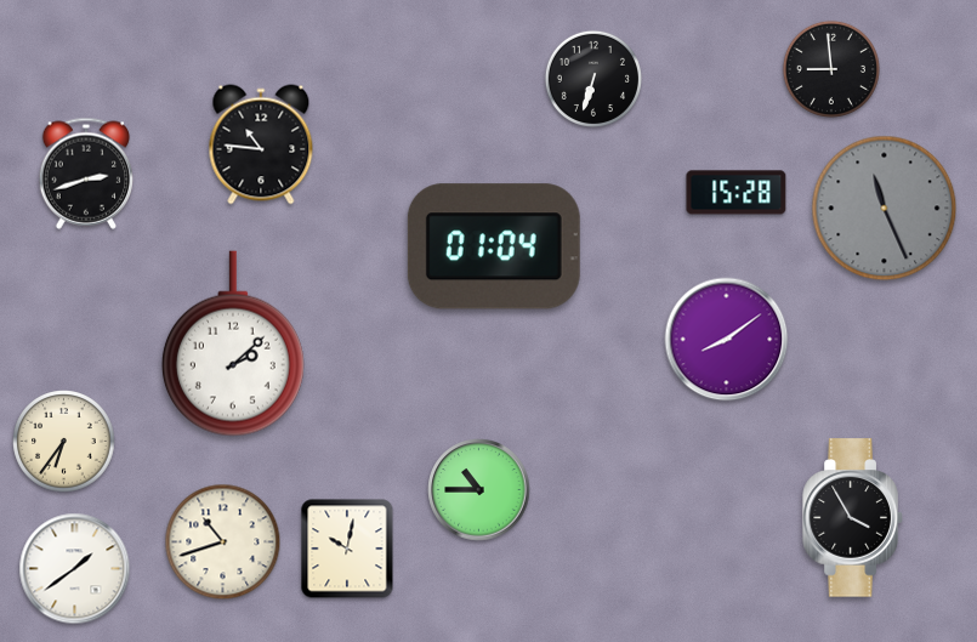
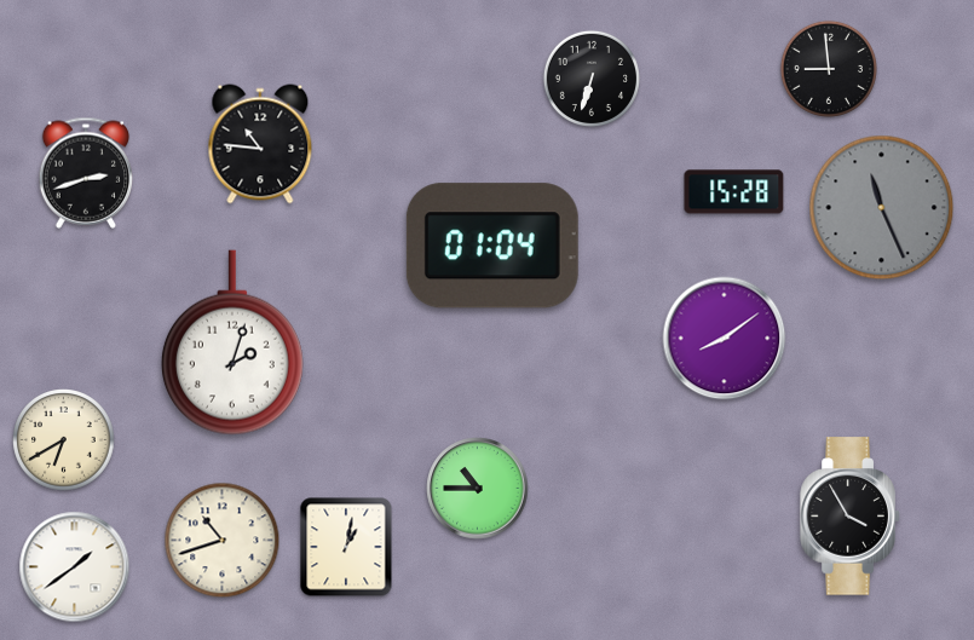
clock at (233, 343): 2:08 -> 2:03
clock at (64, 442): 6:36 -> 6:40
clock at (347, 549): 10:02 -> 1:02
